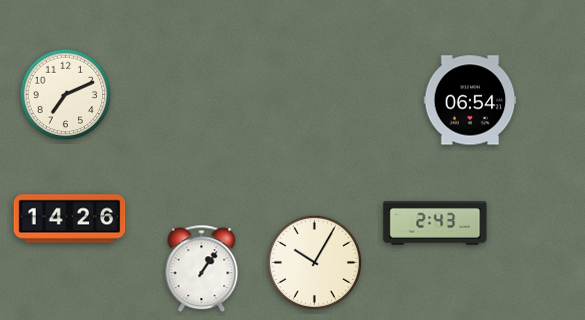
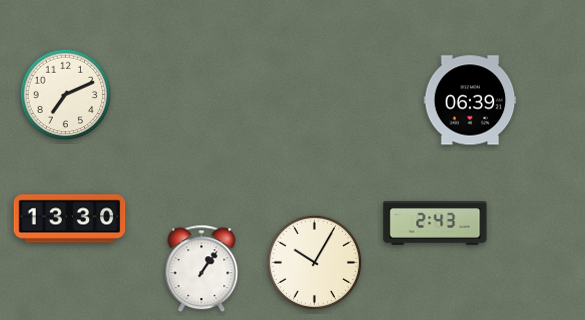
clock at (470, 100): 06:54 -> 06:39
clock at (70, 219): 14:26 -> 13:30
